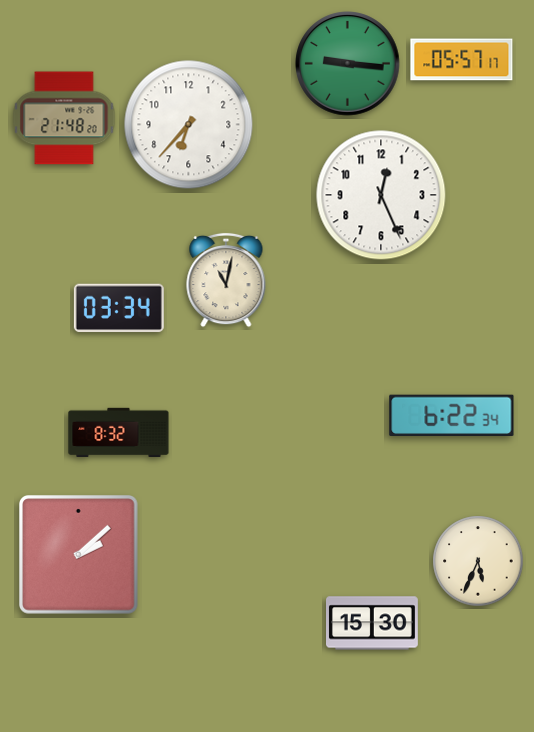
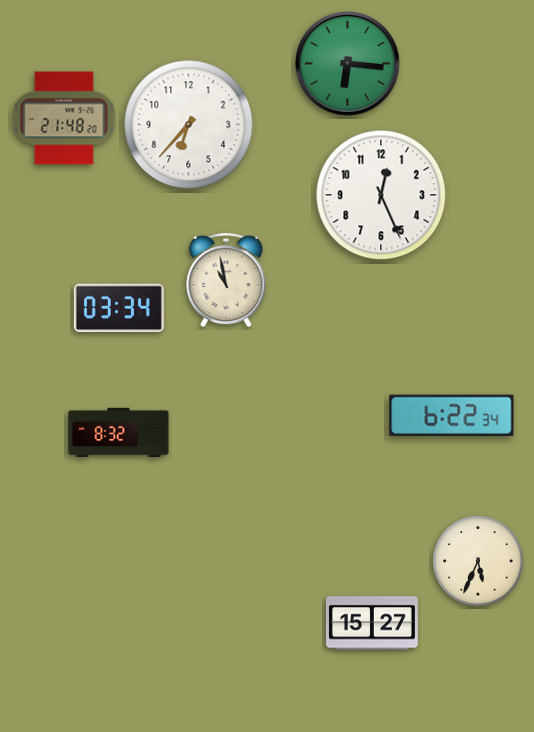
clock at (462, 60): 05:57 -> none
clock at (348, 64): 9:16 -> 6:16
clock at (226, 280): 11:02 -> 10:58
clock at (79, 555): 2:08 -> none
clock at (373, 623): 15:30 -> 15:27
